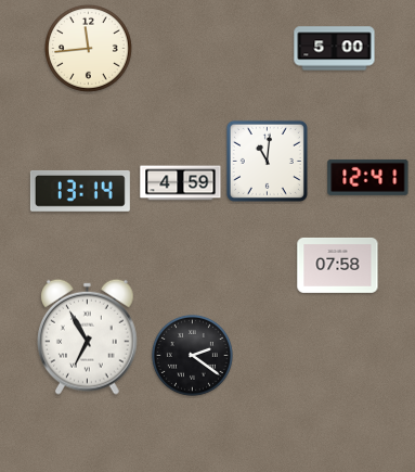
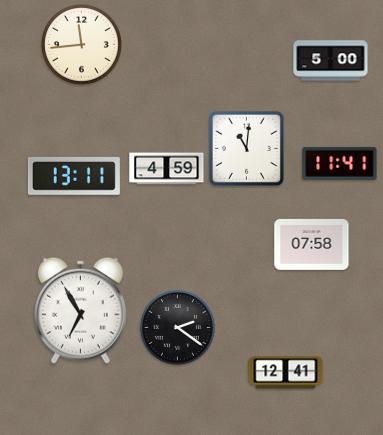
clock at (335, 49) position: (335, 49) -> (331, 61)
clock at (368, 177): 12:41 -> 11:41
clock at (80, 191): 13:14 -> 13:11
clock at (286, 373): none -> 12:41
